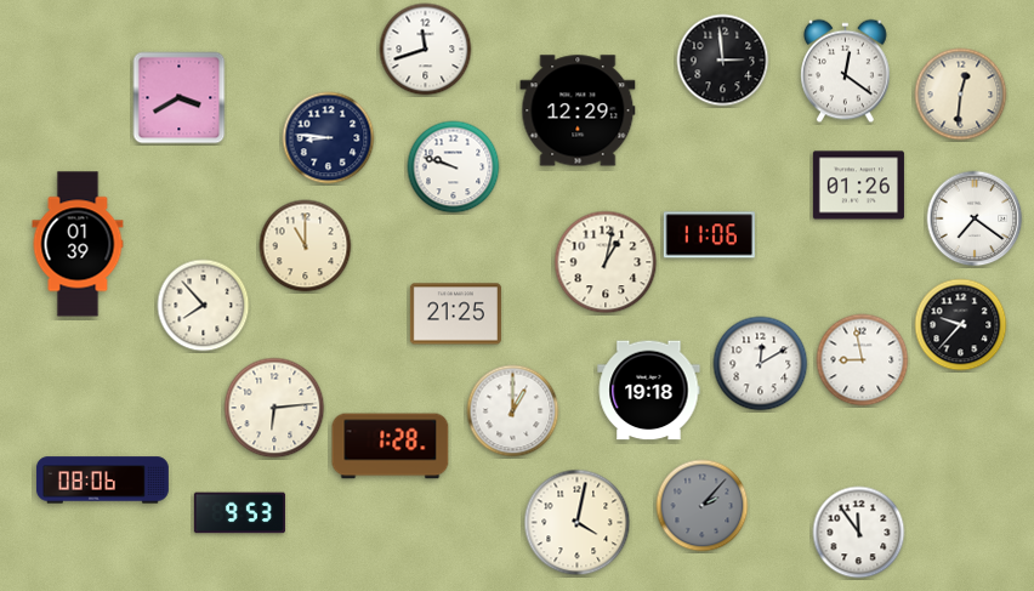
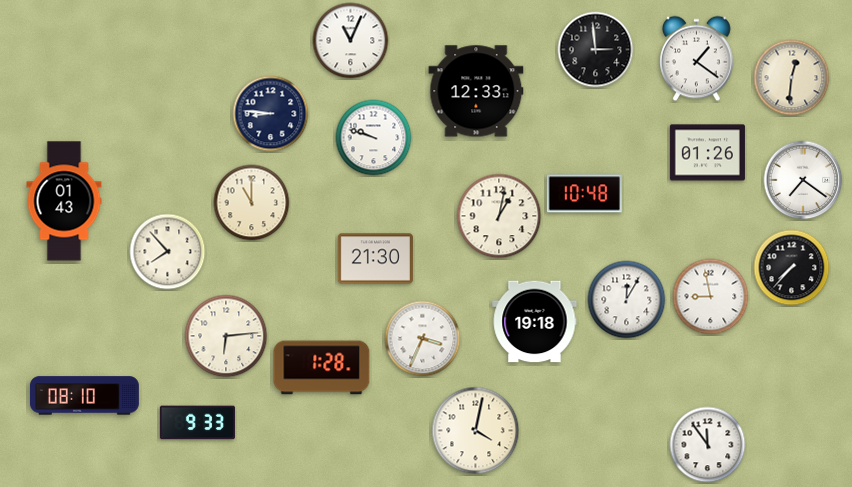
clock at (426, 50): 11:42 -> 11:04
clock at (846, 72): 12:21 -> 1:21
clock at (180, 98): 3:40 -> none
clock at (578, 110): 12:29 -> 12:33
clock at (709, 235): 11:06 -> 10:48
clock at (78, 244): 01:39 -> 01:43
clock at (455, 314): 21:25 -> 21:30
clock at (961, 325): 9:37 -> 7:37
clock at (761, 364): 12:10 -> 12:05
clock at (513, 411): 1:00 -> 3:34
clock at (102, 481): 08:06 -> 08:10
clock at (703, 506): 2:07 -> none
clock at (239, 513): 9:53 -> 9:33
clock at (859, 533) position: (859, 533) -> (708, 445)
